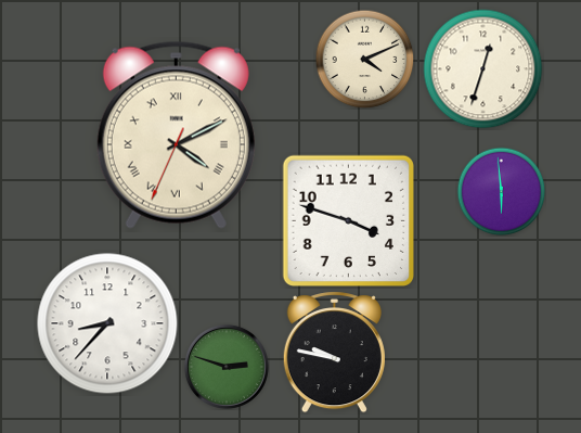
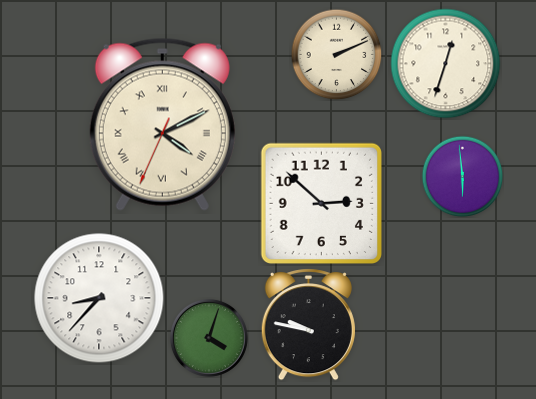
clock at (364, 59): 4:11 -> 2:11
clock at (348, 220): 3:48 -> 2:52
clock at (227, 367): 2:48 -> 4:03
